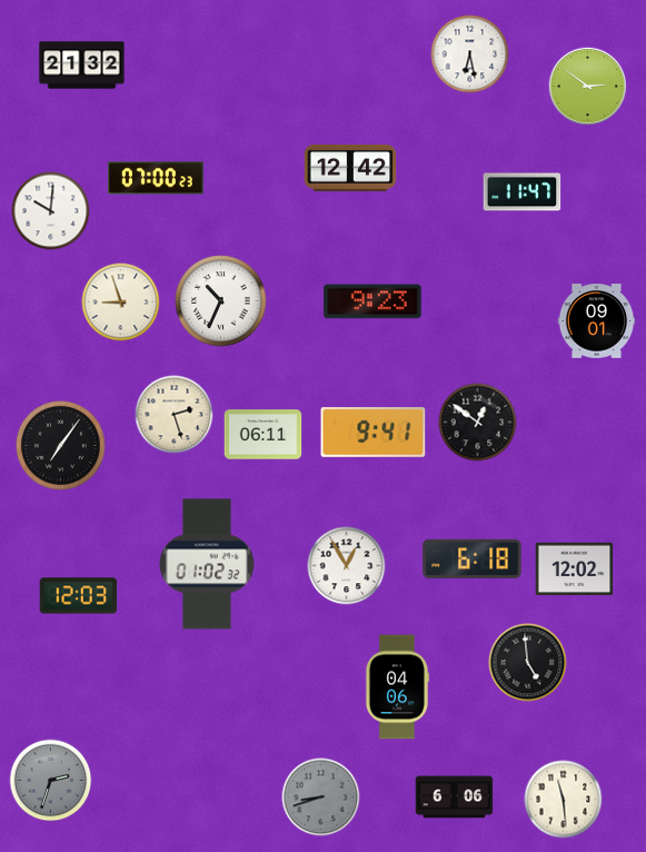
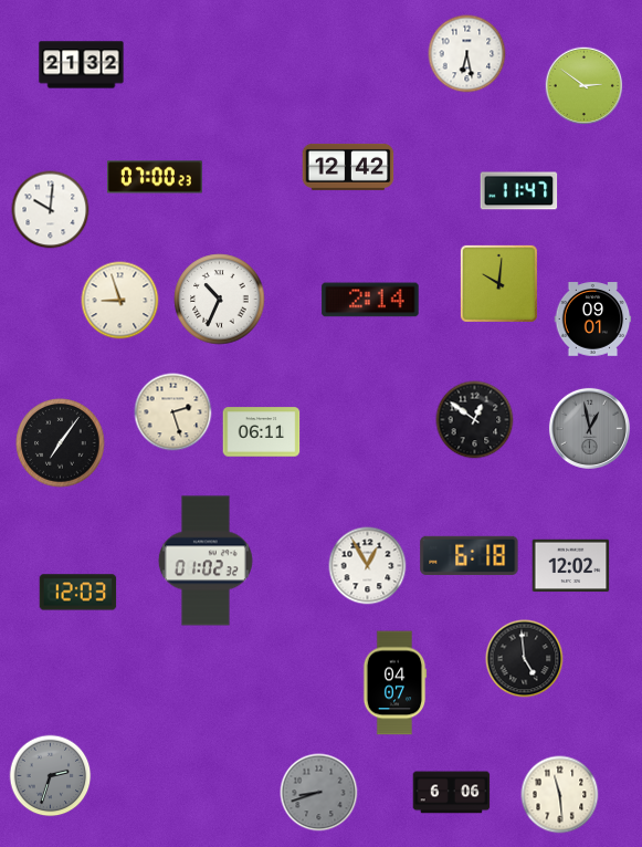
clock at (498, 283): none -> 10:01
clock at (372, 301): 9:23 -> 2:14
clock at (589, 428): none -> 12:58
clock at (374, 433): 9:41 -> none
clock at (347, 566) position: (347, 566) -> (368, 566)
clock at (397, 687): 04:06 -> 04:07
